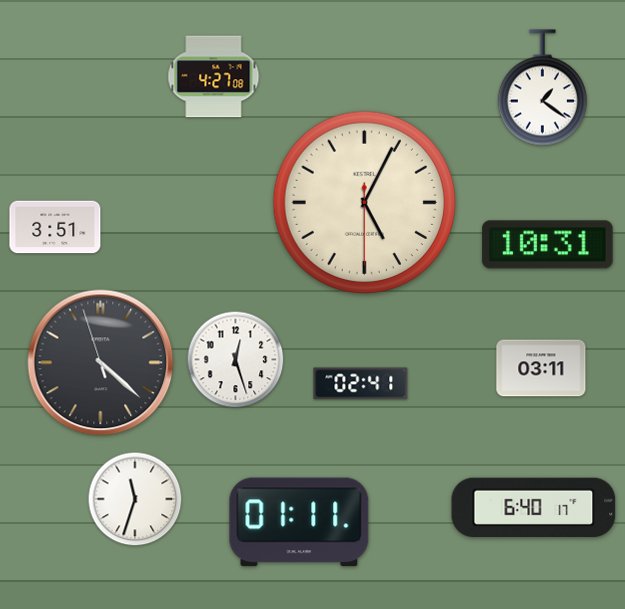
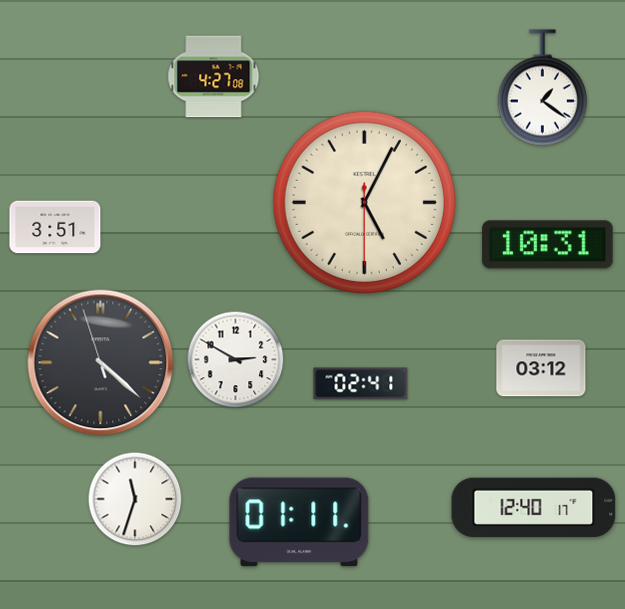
clock at (236, 360): 12:27 -> 2:50
clock at (541, 368): 03:11 -> 03:12
clock at (534, 508): 6:40 -> 12:40
